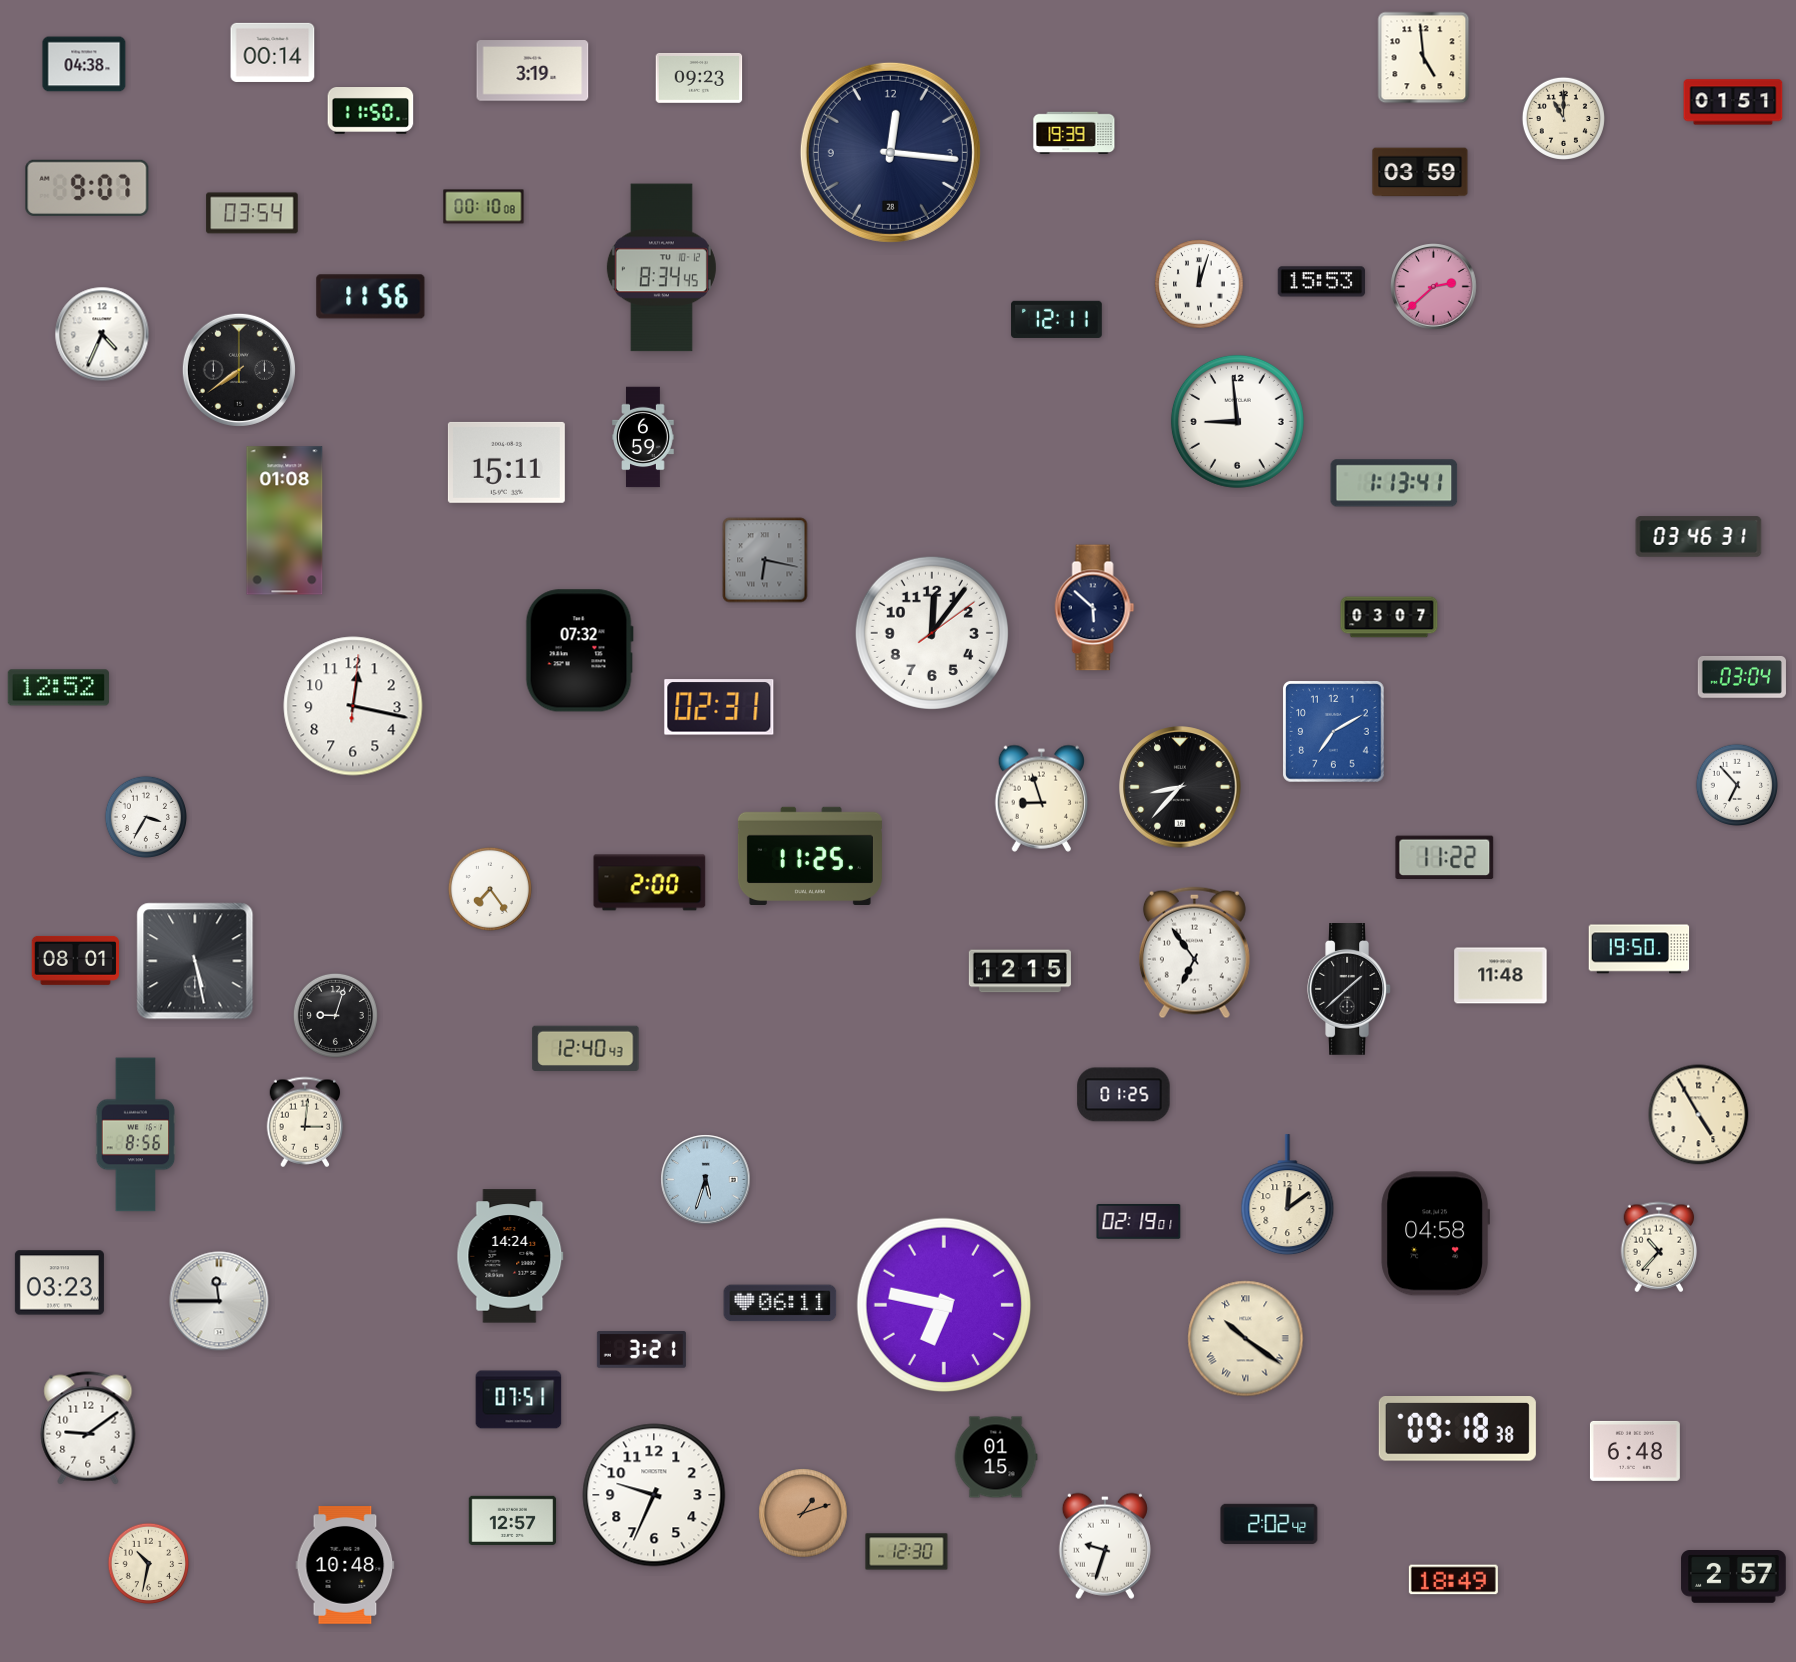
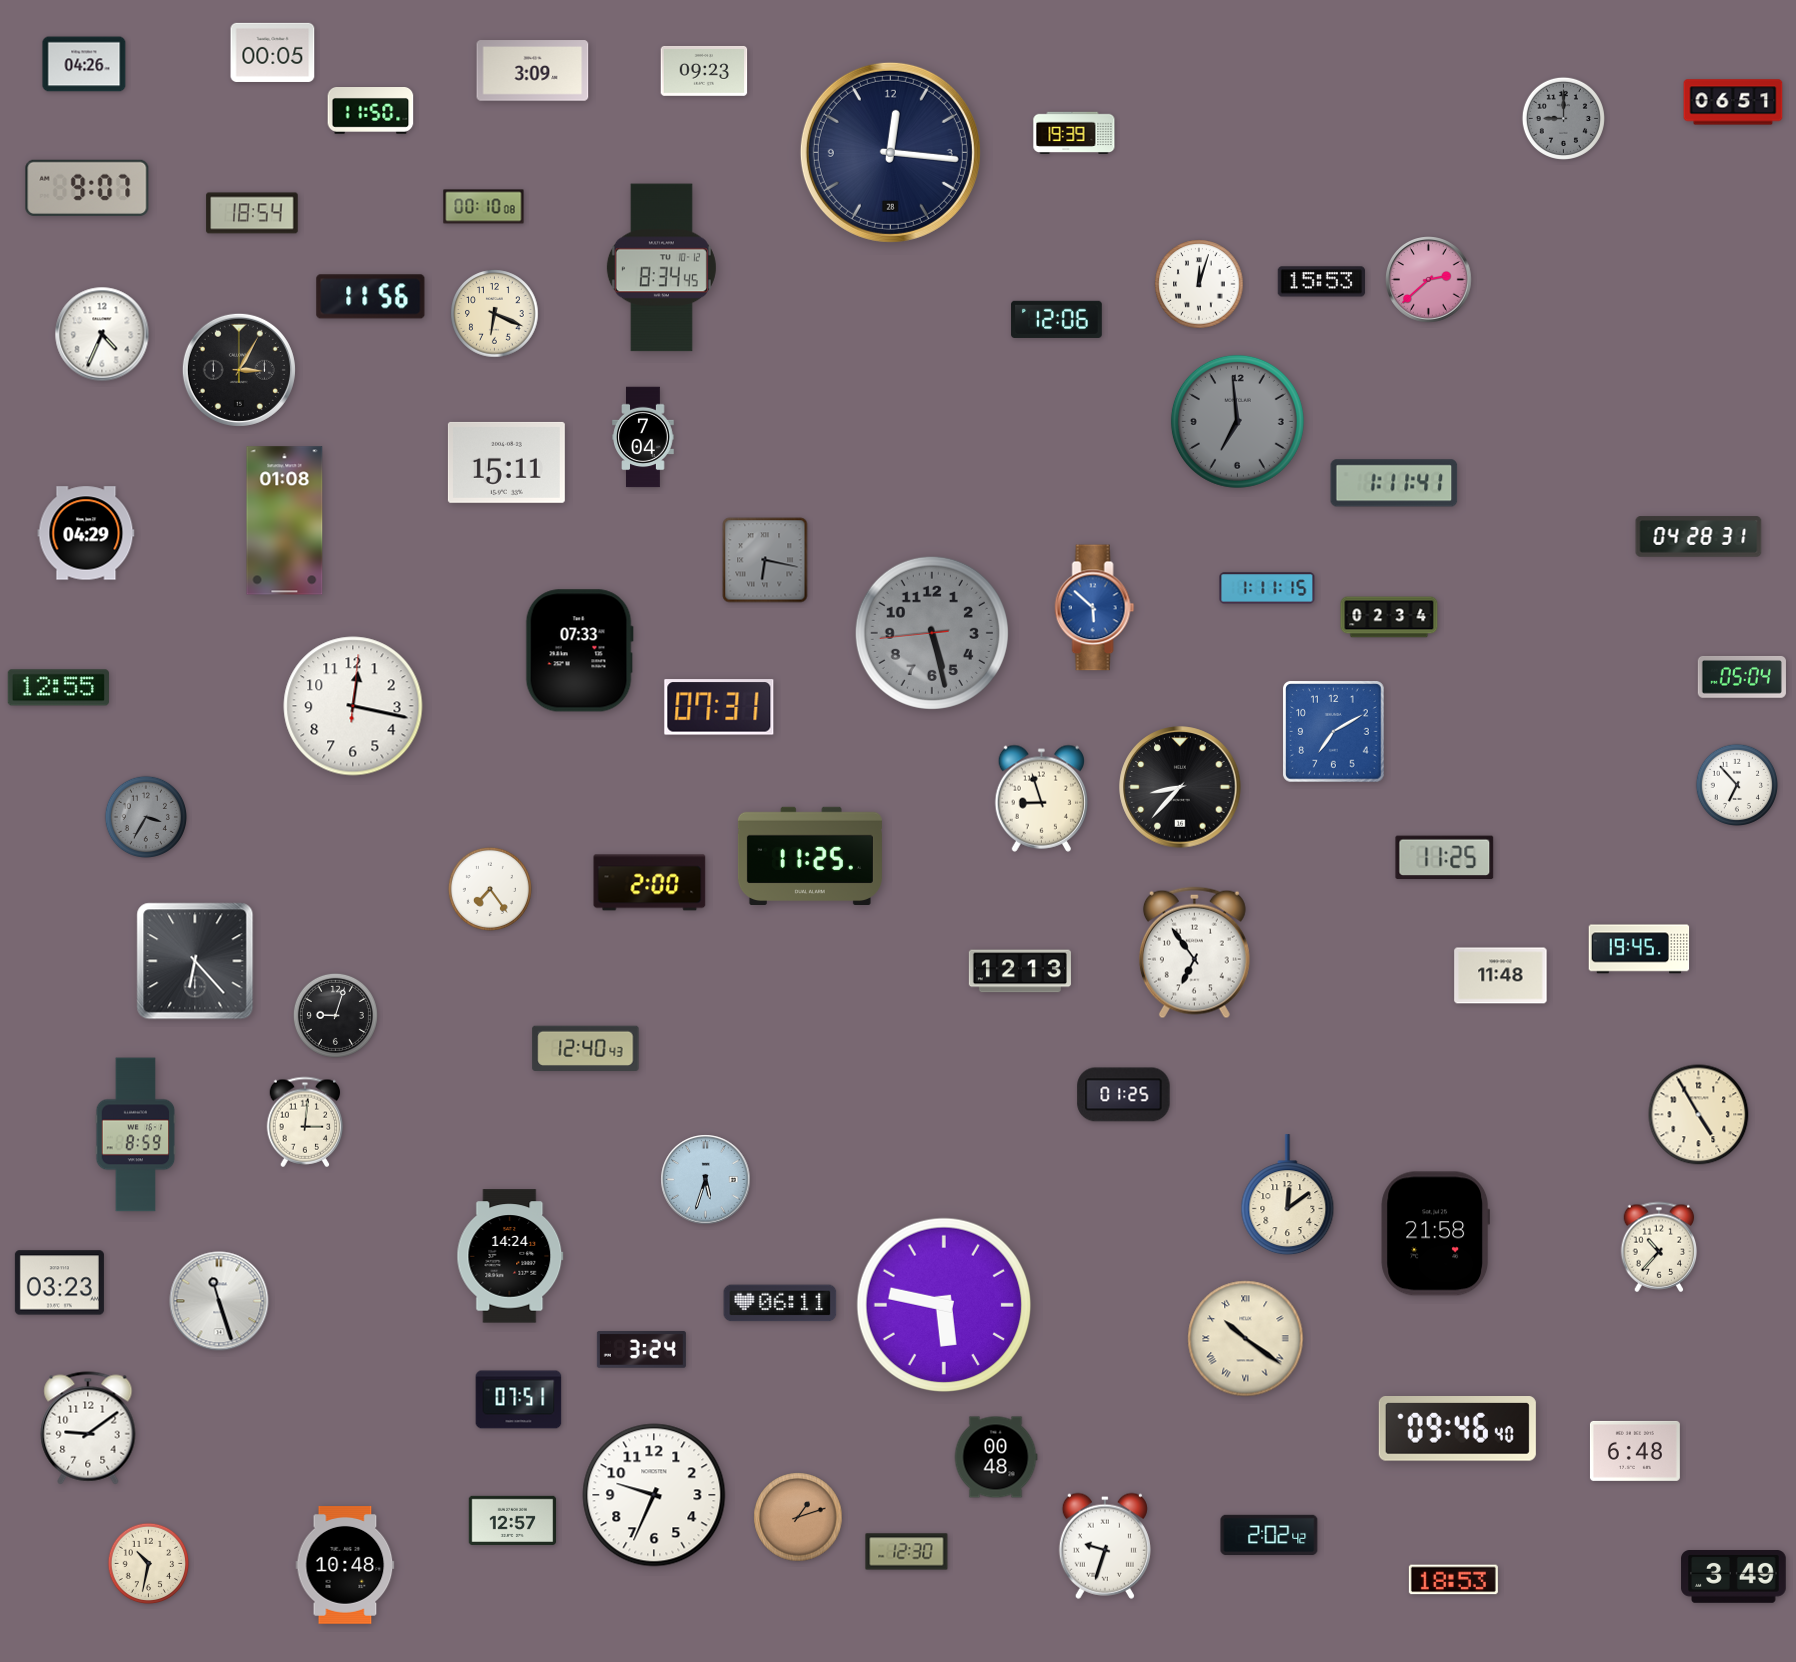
clock at (273, 52): 00:14 -> 00:05
clock at (1424, 58): 4:59 -> none
clock at (84, 64): 04:38 -> 04:26
clock at (533, 71): 3:19 -> 3:09
clock at (699, 78) position: (699, 78) -> (704, 71)
clock at (1733, 102): 01:51 -> 06:51
clock at (1563, 118): 11:00 -> 9:00
clock at (1563, 118) dial: cream -> grey
clock at (1420, 172): 03:59 -> none
clock at (252, 213): 03:54 -> 18:54
clock at (1434, 287) position: (1434, 287) -> (1429, 280)
clock at (495, 314): none -> 6:19
clock at (1057, 319): 12:11 -> 12:06
clock at (239, 370): 7:39 -> 3:05
clock at (1237, 421): 8:59 -> 6:59
clock at (1237, 421) dial: white -> grey
clock at (643, 437): 6:59 -> 7:04
clock at (1394, 483): 1:13 -> 1:11
clock at (86, 533): none -> 04:29
clock at (1699, 537): 03:46 -> 04:28
clock at (1267, 588): none -> 1:11
clock at (1095, 608) dial: navy -> blue
clock at (1389, 617): 03:07 -> 02:34
clock at (932, 633): 12:06 -> 5:27
clock at (932, 633) dial: white -> grey
clock at (579, 651): 07:32 -> 07:33
clock at (1742, 677): 03:04 -> 05:04
clock at (58, 688): 12:52 -> 12:55
clock at (719, 707): 02:31 -> 07:31
clock at (145, 816) dial: white -> grey
clock at (1445, 858): 11:22 -> 11:25
clock at (1639, 949): 19:50 -> 19:45
clock at (76, 960): 08:01 -> none
clock at (195, 961): 5:28 -> 6:23
clock at (1020, 971): 12:15 -> 12:13
clock at (1349, 990): 1:38 -> none
clock at (136, 1135): 8:56 -> 8:59
clock at (1139, 1222): 02:19 -> none
clock at (1435, 1234): 04:58 -> 21:58
clock at (219, 1301): 11:45 -> 11:27
clock at (944, 1305): 6:47 -> 5:47
clock at (641, 1350): 3:21 -> 3:24
clock at (1457, 1429): 09:18 -> 09:46
clock at (996, 1457): 01:15 -> 00:48
clock at (803, 1513) position: (803, 1513) -> (798, 1517)
clock at (1269, 1524) position: (1269, 1524) -> (1269, 1535)
clock at (1734, 1577): 2:57 -> 3:49
clock at (1453, 1580): 18:49 -> 18:53
